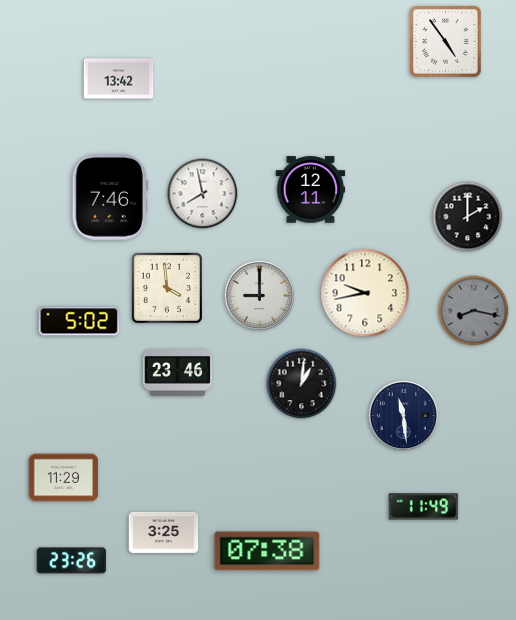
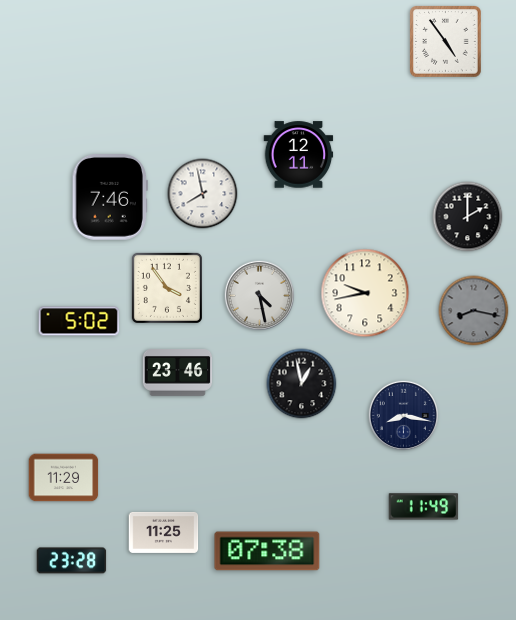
clock at (119, 79): 13:42 -> none
clock at (311, 190) position: (311, 190) -> (299, 155)
clock at (167, 288): 3:59 -> 3:54
clock at (260, 296): 9:00 -> 4:28
clock at (302, 384): 1:01 -> 12:58
clock at (404, 416): 11:29 -> 8:17
clock at (164, 532): 3:25 -> 11:25
clock at (72, 561): 23:26 -> 23:28
